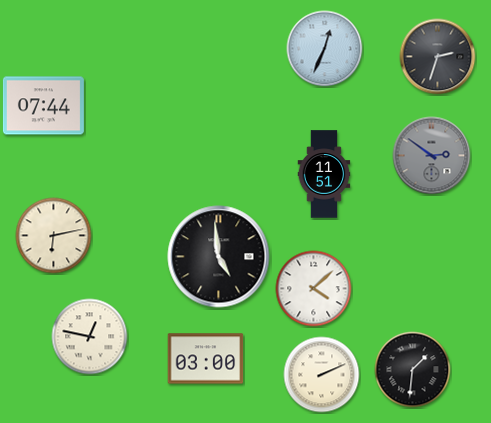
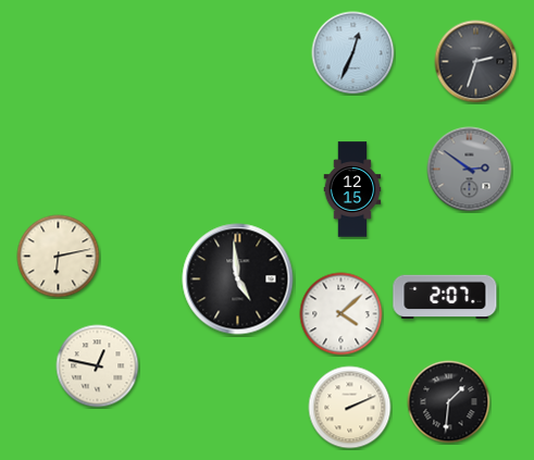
clock at (43, 106): 07:44 -> none
clock at (324, 174): 11:51 -> 12:15
clock at (445, 296): none -> 2:07
clock at (206, 359): 03:00 -> none
